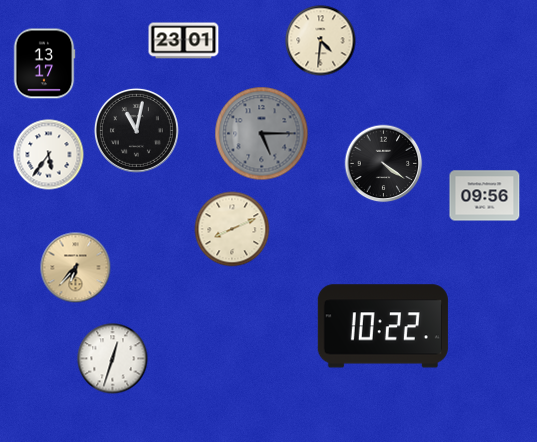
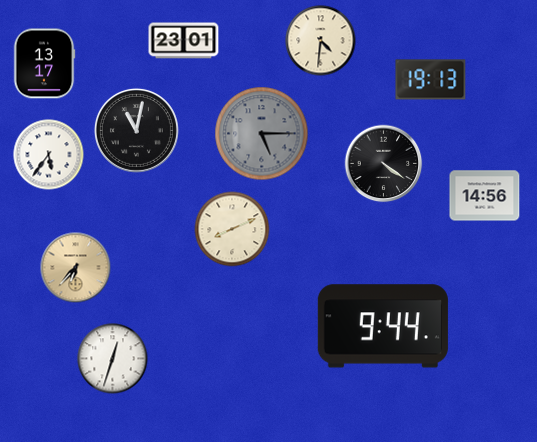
clock at (431, 80): none -> 19:13
clock at (485, 196): 09:56 -> 14:56
clock at (383, 326): 10:22 -> 9:44
